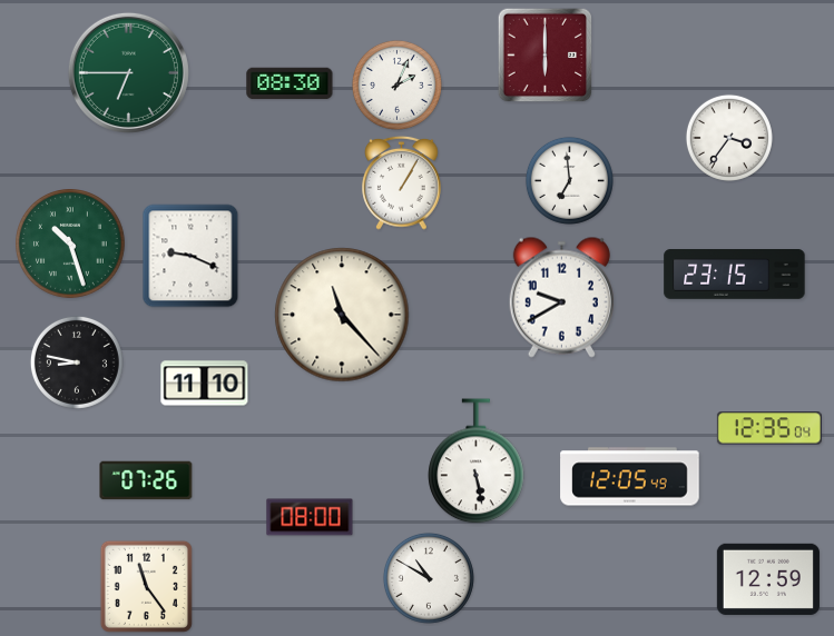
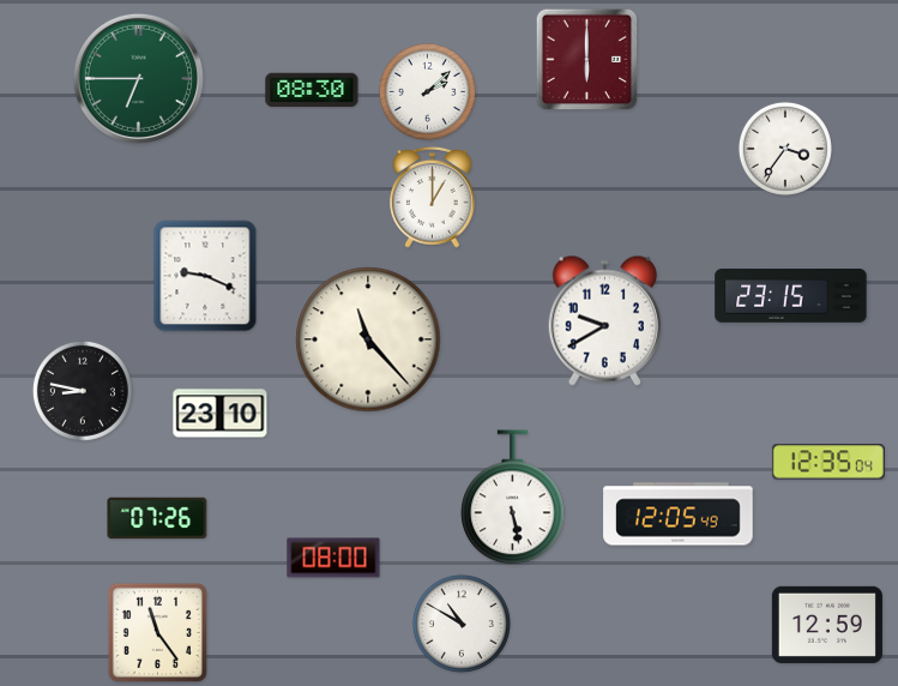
clock at (396, 85): 2:04 -> 2:08
clock at (569, 180): 6:59 -> none
clock at (402, 182): 1:05 -> 1:00
clock at (70, 244): 10:27 -> none
clock at (205, 384): 11:10 -> 23:10
